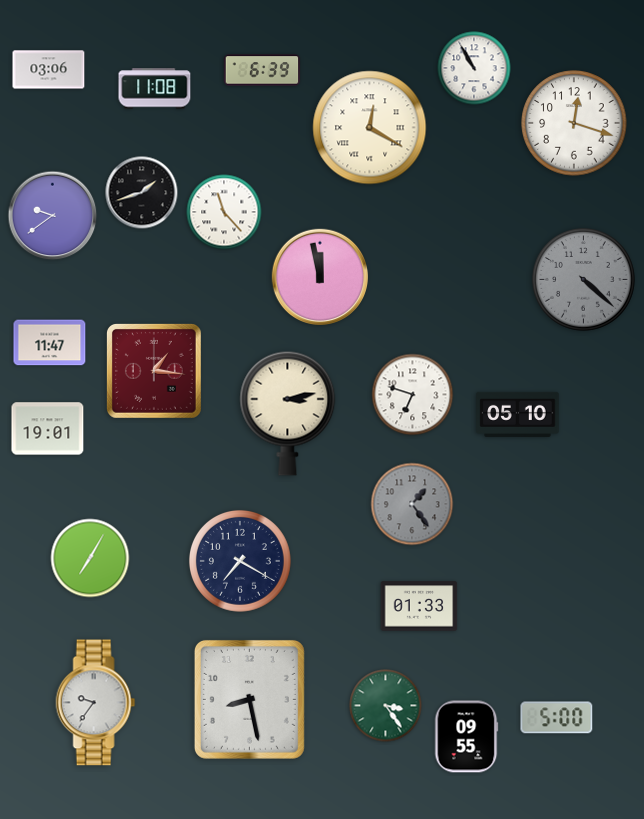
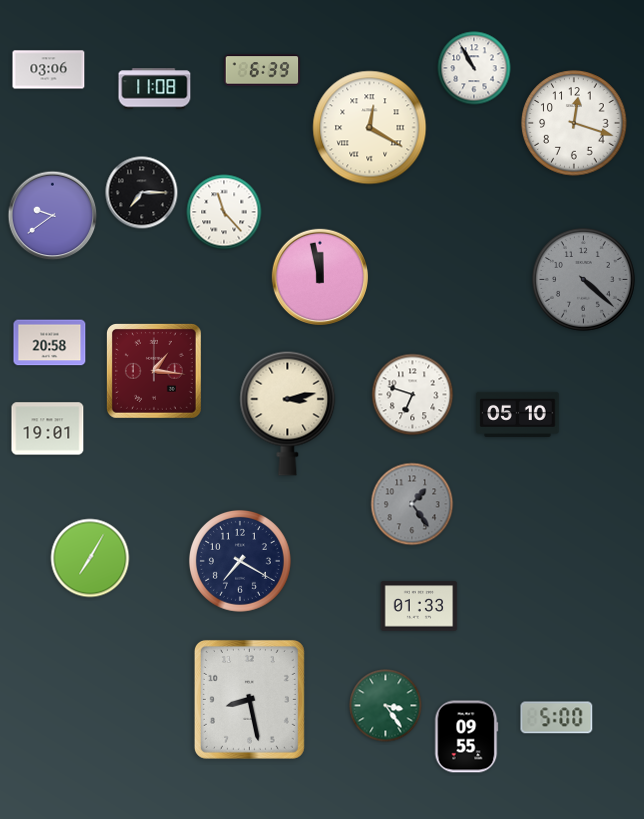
clock at (142, 193): 1:42 -> 7:15
clock at (50, 343): 11:47 -> 20:58
clock at (96, 703): 9:36 -> none
